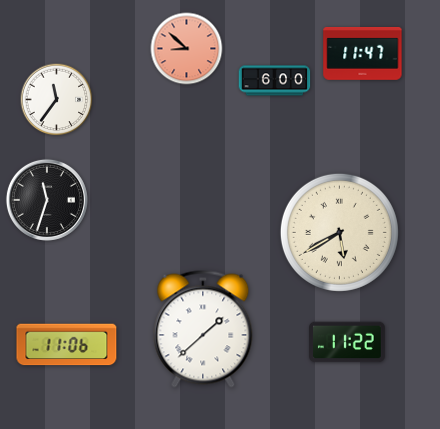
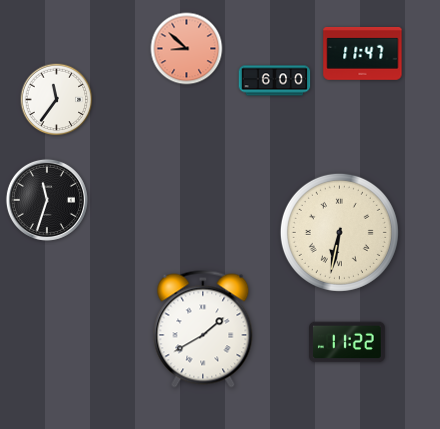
clock at (339, 232): 5:40 -> 6:32
clock at (203, 329): 1:38 -> 1:40
clock at (67, 345): 11:06 -> none
